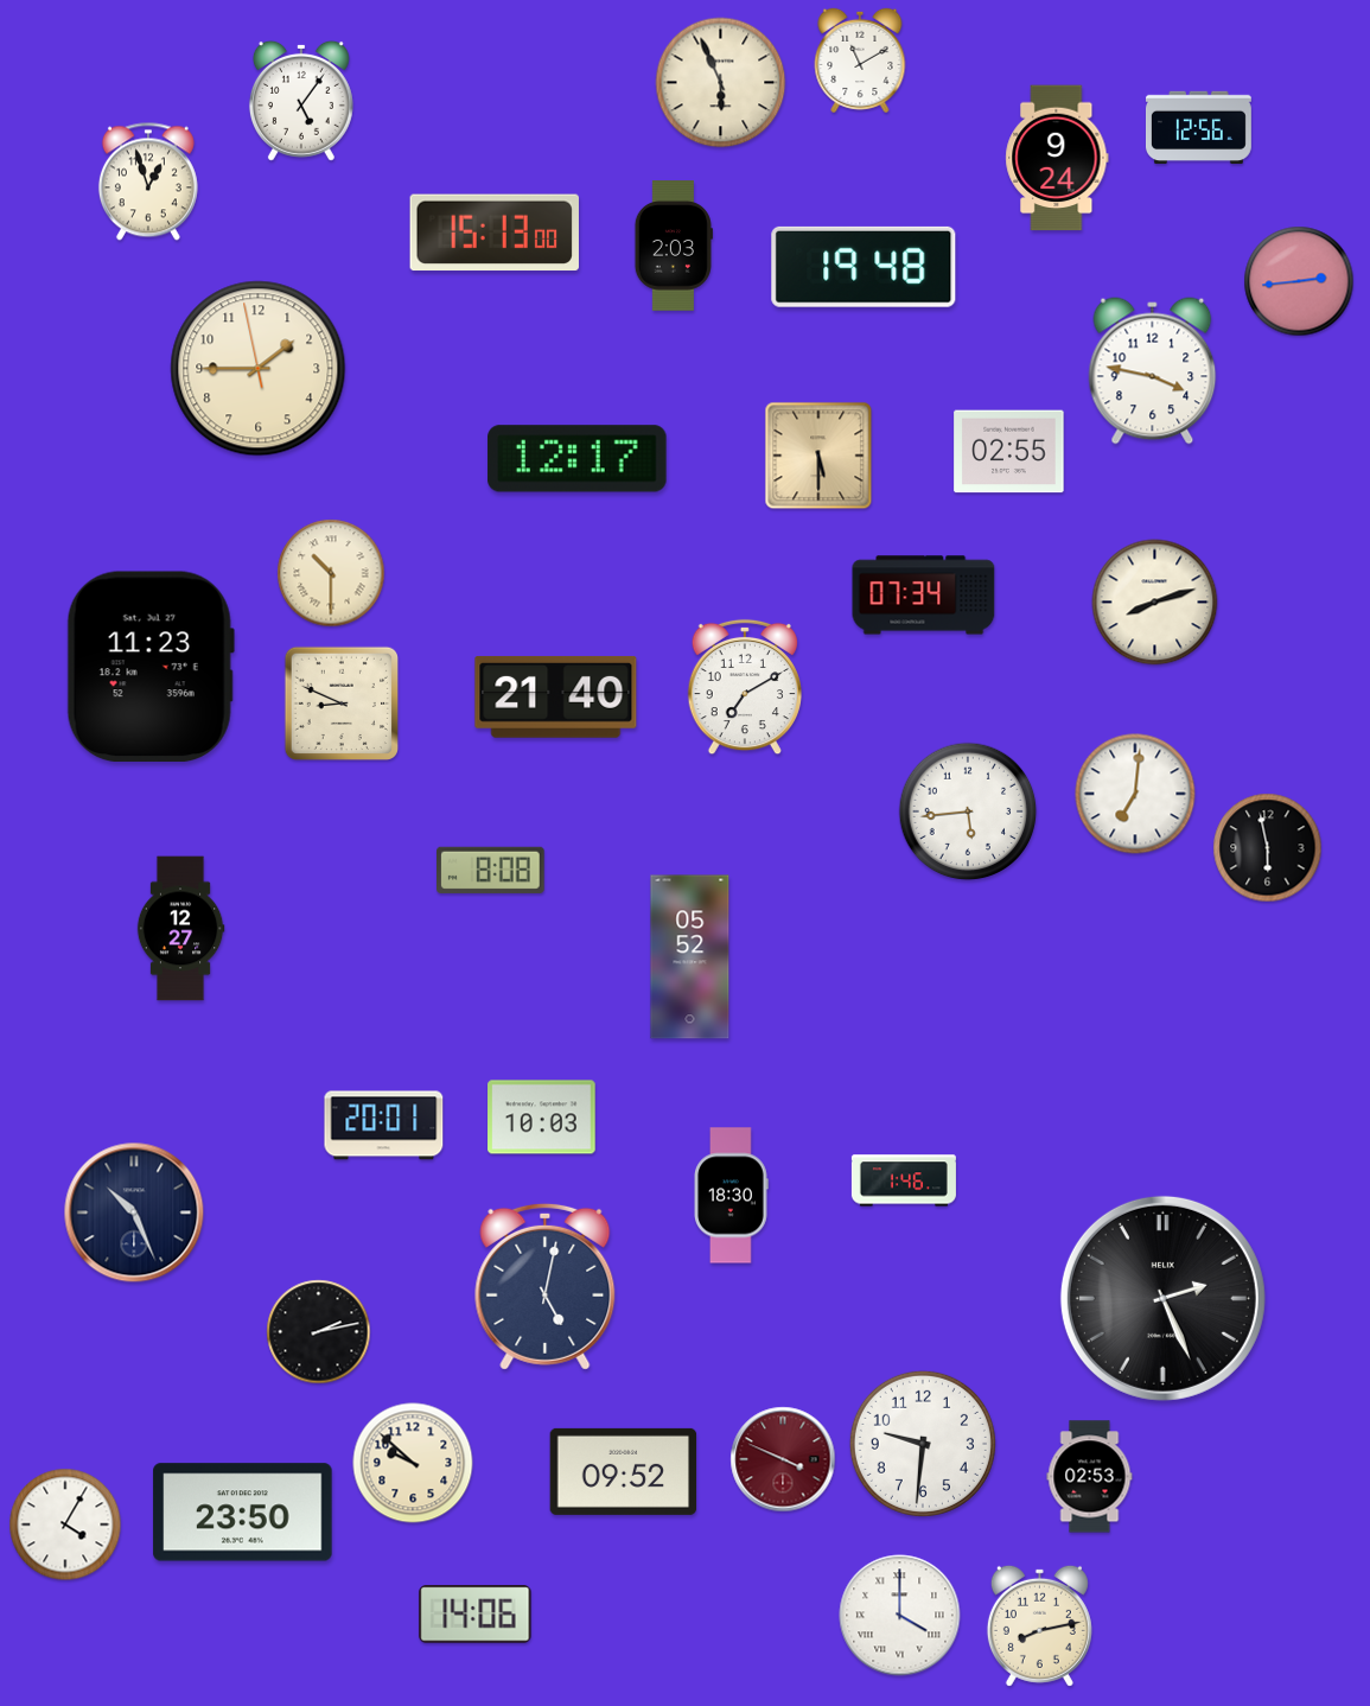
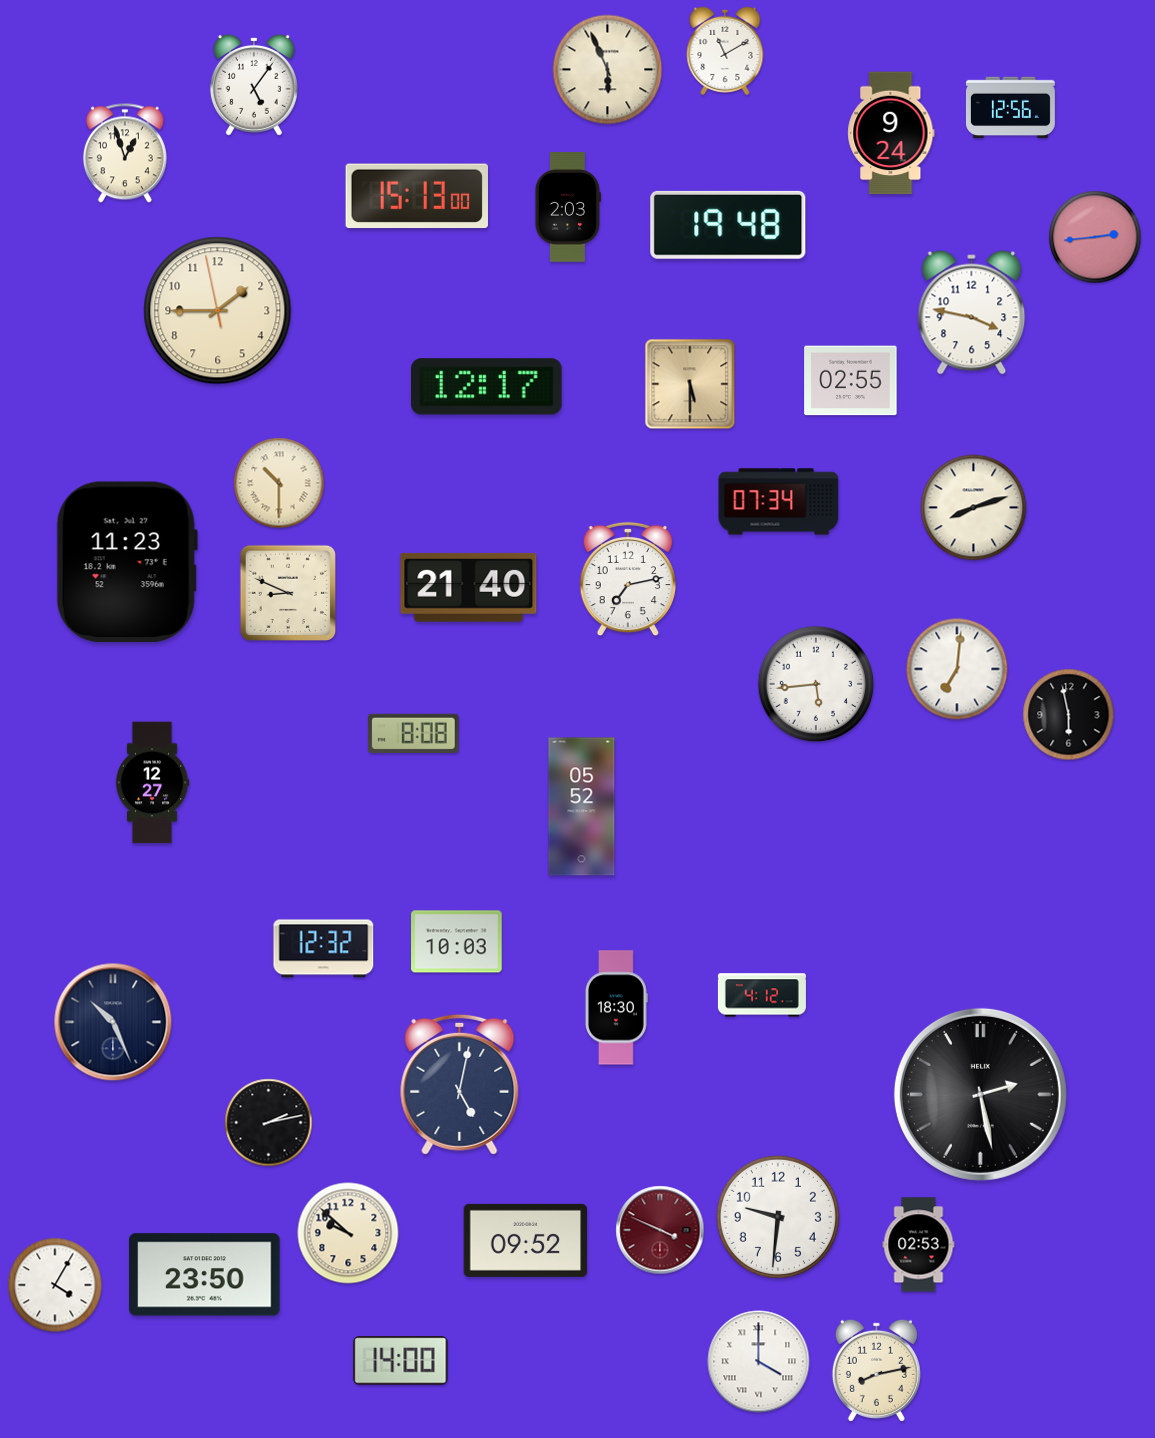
clock at (744, 687): 7:10 -> 7:13
clock at (384, 1126): 20:01 -> 12:32
clock at (904, 1180): 1:46 -> 4:12
clock at (1162, 1298): 2:26 -> 2:28
clock at (476, 1615): 14:06 -> 14:00
